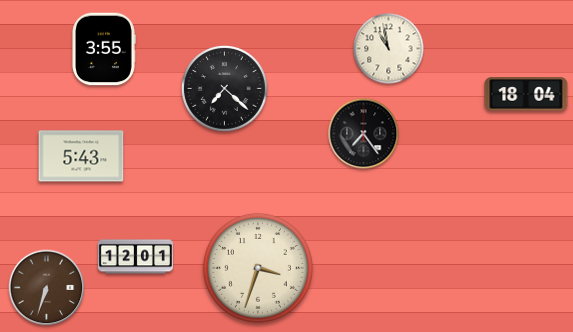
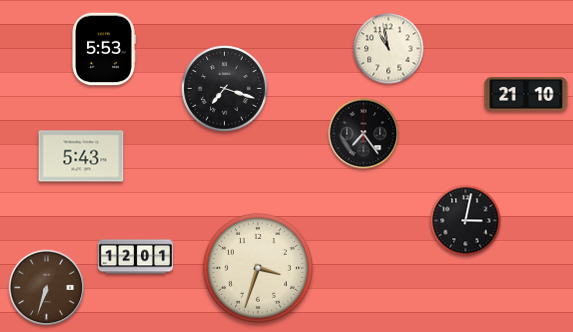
clock at (104, 49): 3:55 -> 5:53
clock at (224, 88): 7:22 -> 7:18
clock at (526, 94): 18:04 -> 21:10
clock at (466, 221): none -> 3:02
